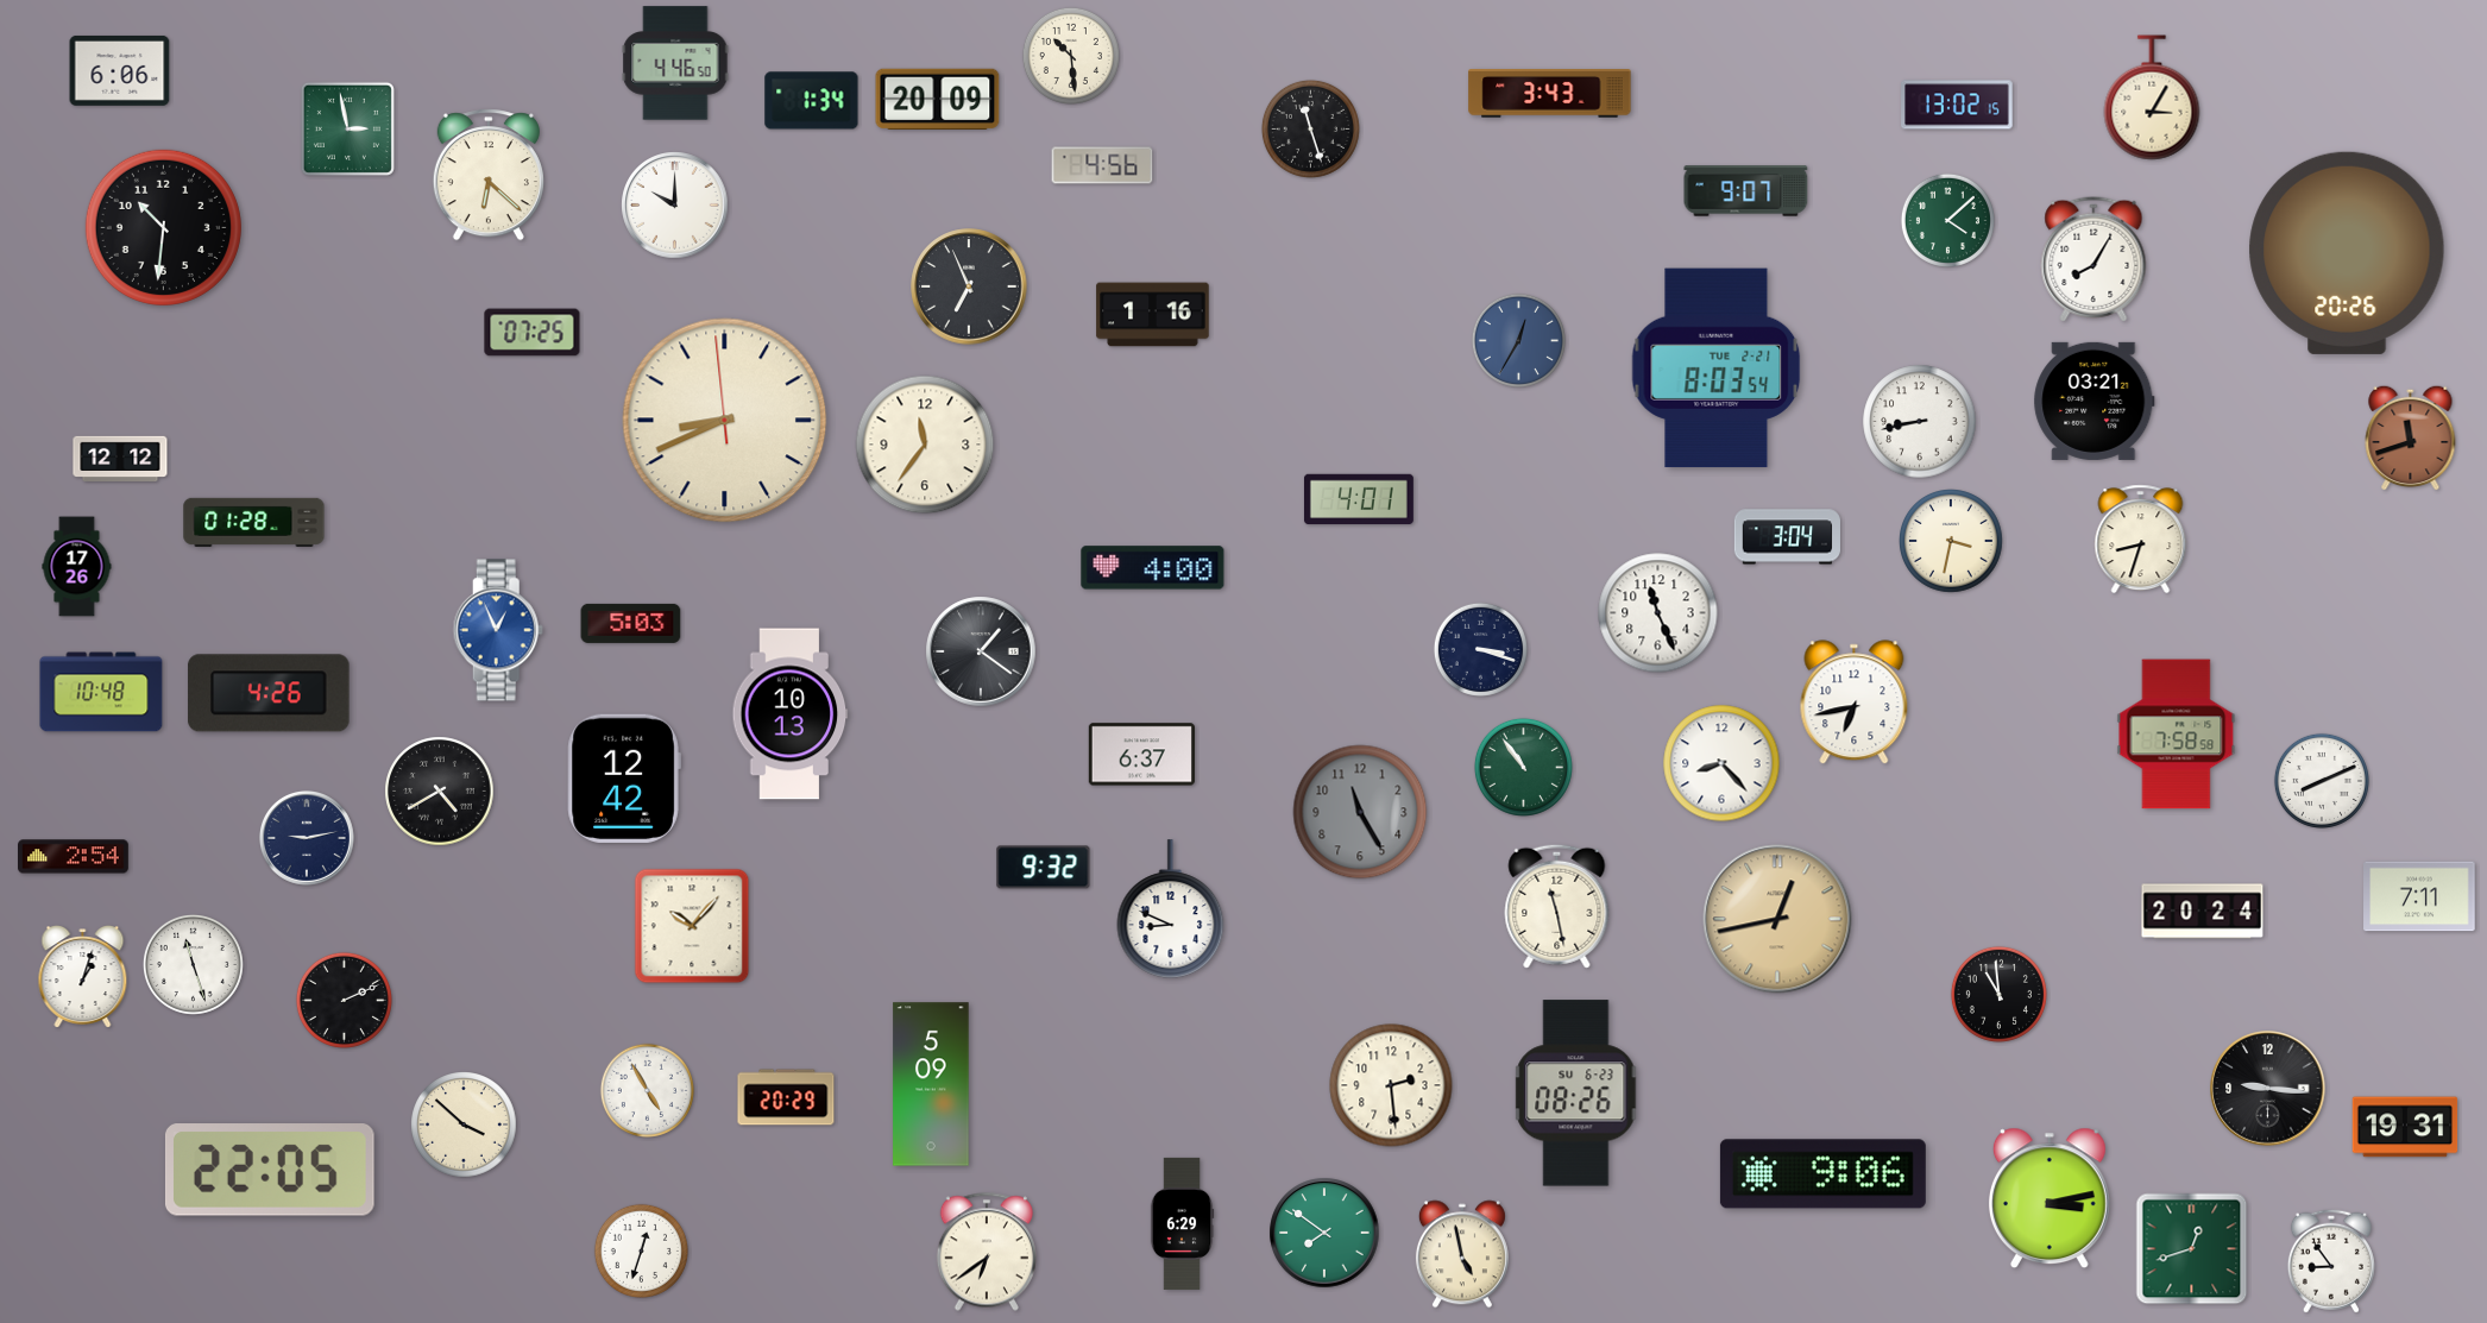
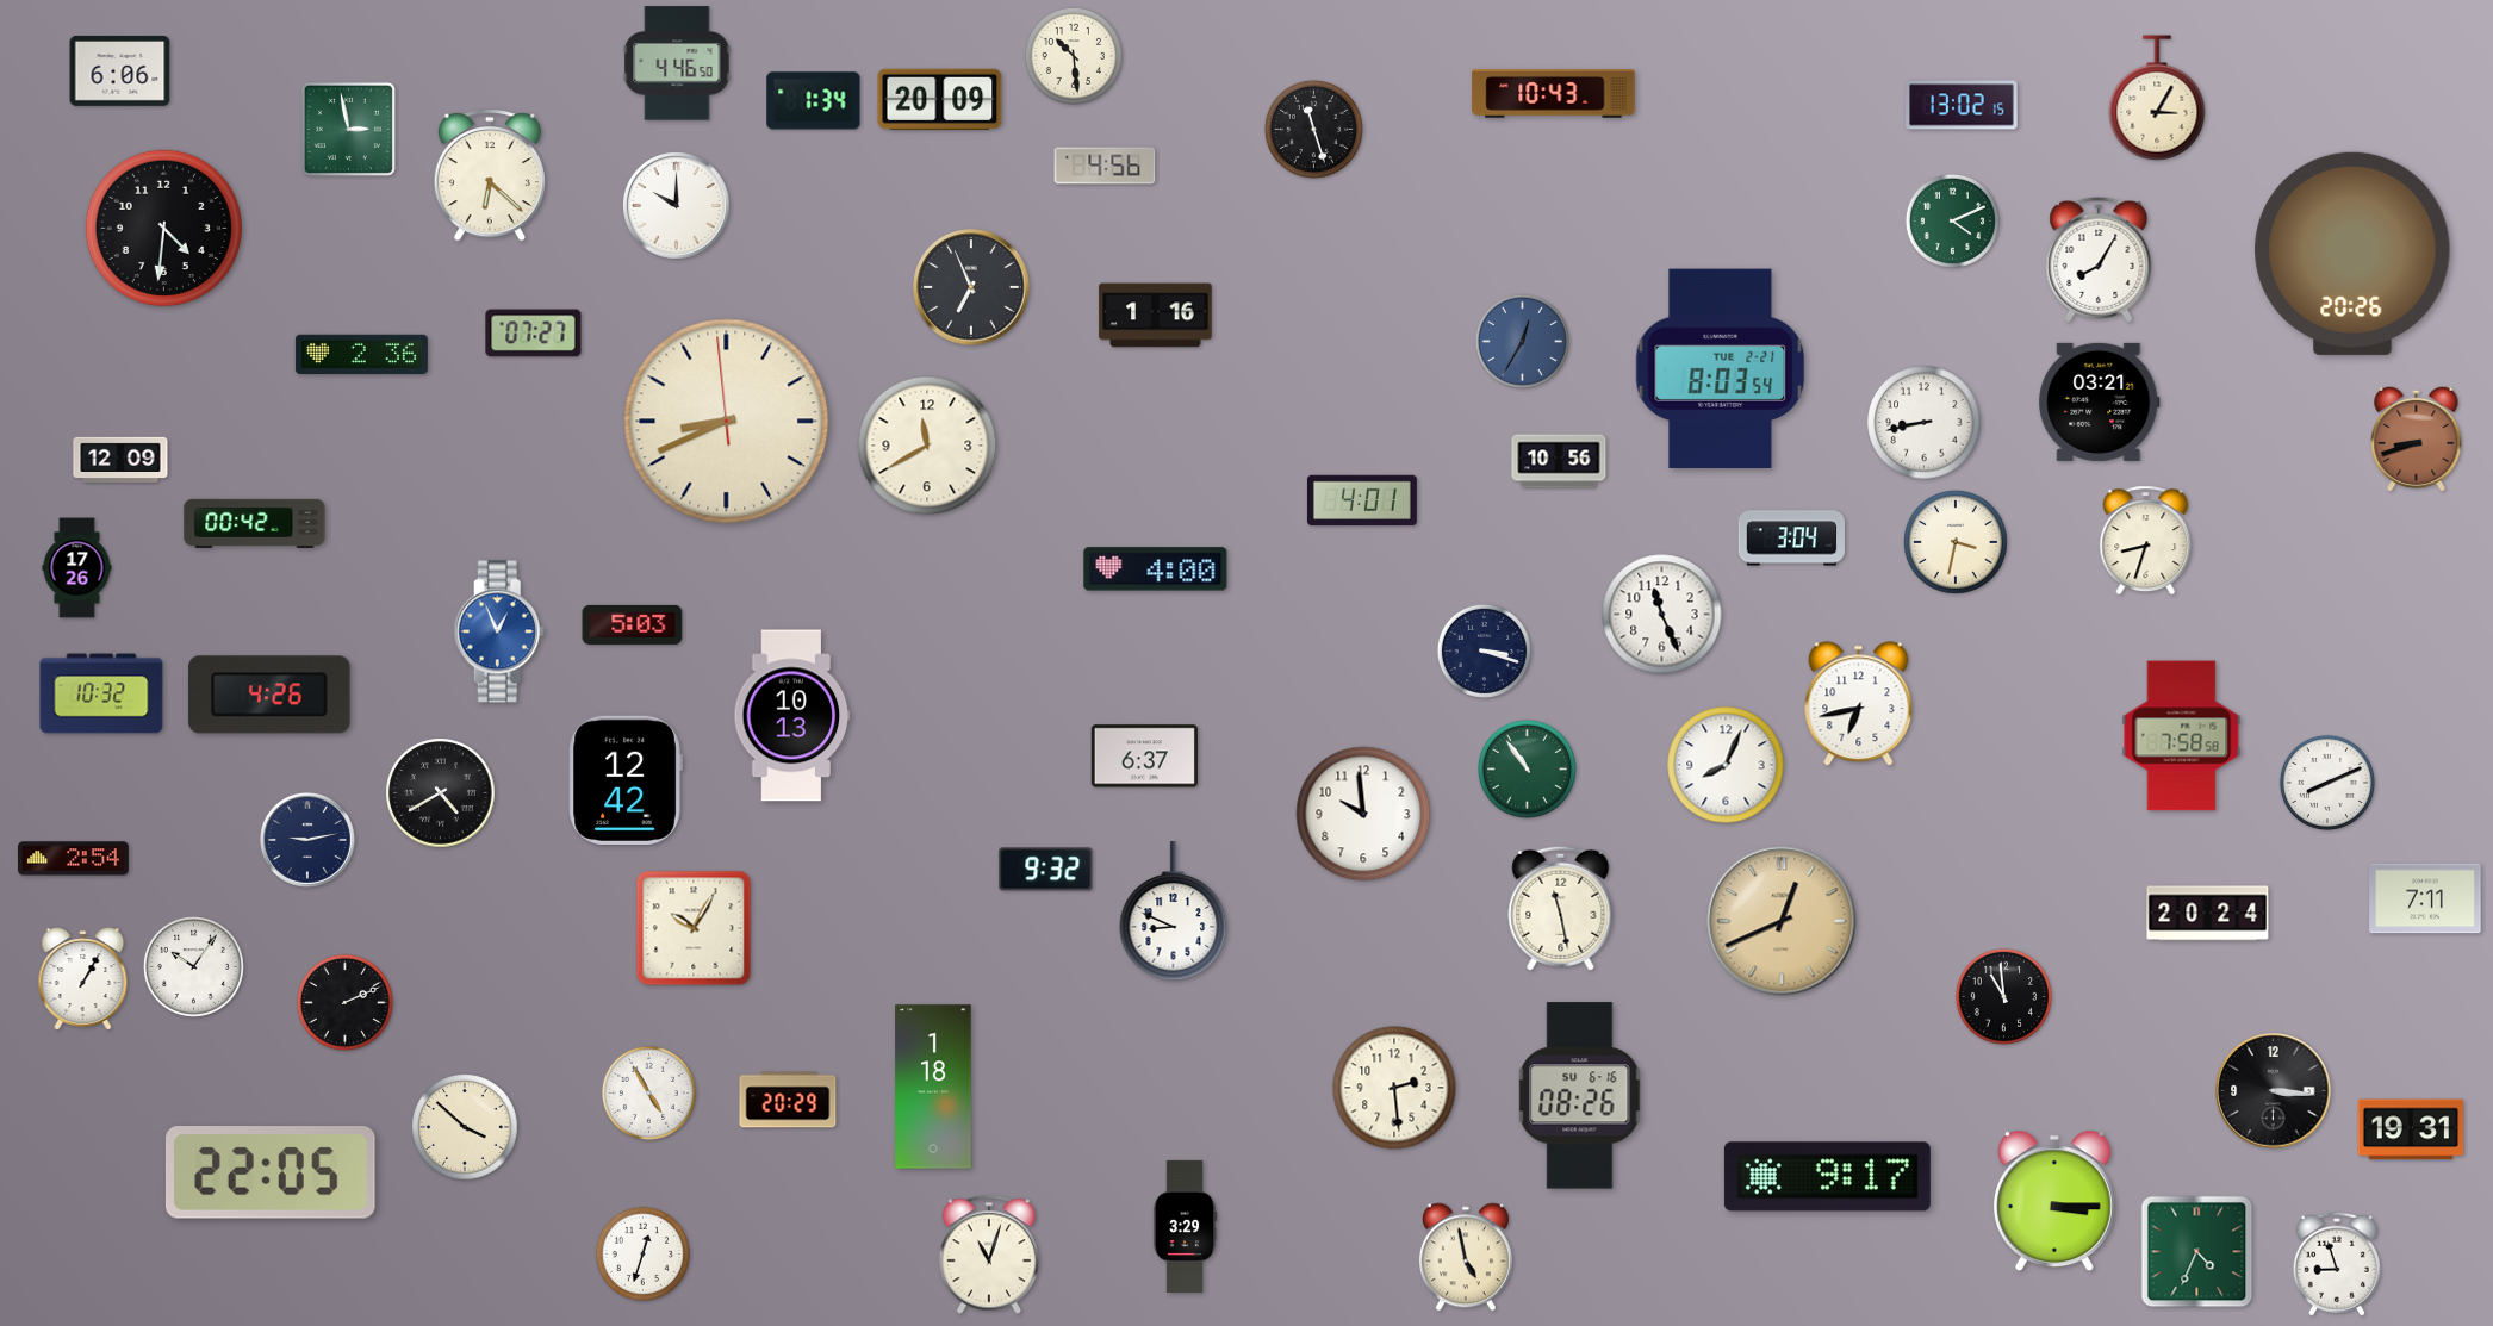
clock at (1550, 94): 3:43 -> 10:43
clock at (1746, 191): 9:07 -> none
clock at (1947, 220): 4:08 -> 4:11
clock at (163, 227): 10:31 -> 4:31
clock at (533, 333): 07:25 -> 07:27
clock at (361, 354): none -> 2:36
clock at (2411, 437): 11:42 -> 8:42
clock at (925, 445): 11:36 -> 11:40
clock at (120, 459): 12:12 -> 12:09
clock at (1559, 461): none -> 10:56
clock at (254, 522): 01:28 -> 00:42
clock at (981, 651): 1:21 -> none
clock at (101, 692): 10:48 -> 10:32
clock at (1721, 763): 8:23 -> 8:04
clock at (1360, 812): 11:25 -> 9:59
clock at (1360, 812) dial: grey -> white
clock at (1777, 919): 12:43 -> 12:41
clock at (692, 926): 10:07 -> 10:05
clock at (193, 964): 11:27 -> 10:06
clock at (83, 977): 1:03 -> 1:05
clock at (931, 1084): 5:09 -> 1:18
clock at (2268, 1089): 9:16 -> 3:16
clock at (1576, 1094) date: SU 6-23 -> SU 6-16
clock at (1822, 1174): 9:06 -> 9:17
clock at (2050, 1198): 3:13 -> 3:15
clock at (1182, 1223): 6:29 -> 3:29
clock at (1324, 1233): 7:51 -> none
clock at (2192, 1249): 12:42 -> 4:34
clock at (987, 1252): 6:39 -> 11:03
clock at (2331, 1261): 8:54 -> 8:57
